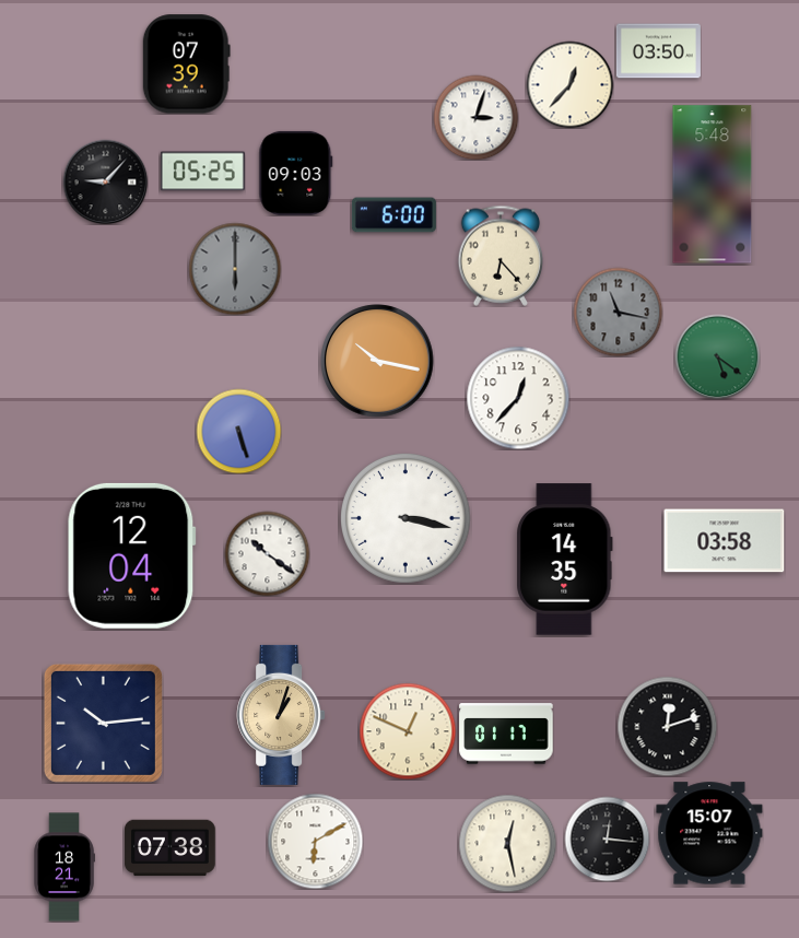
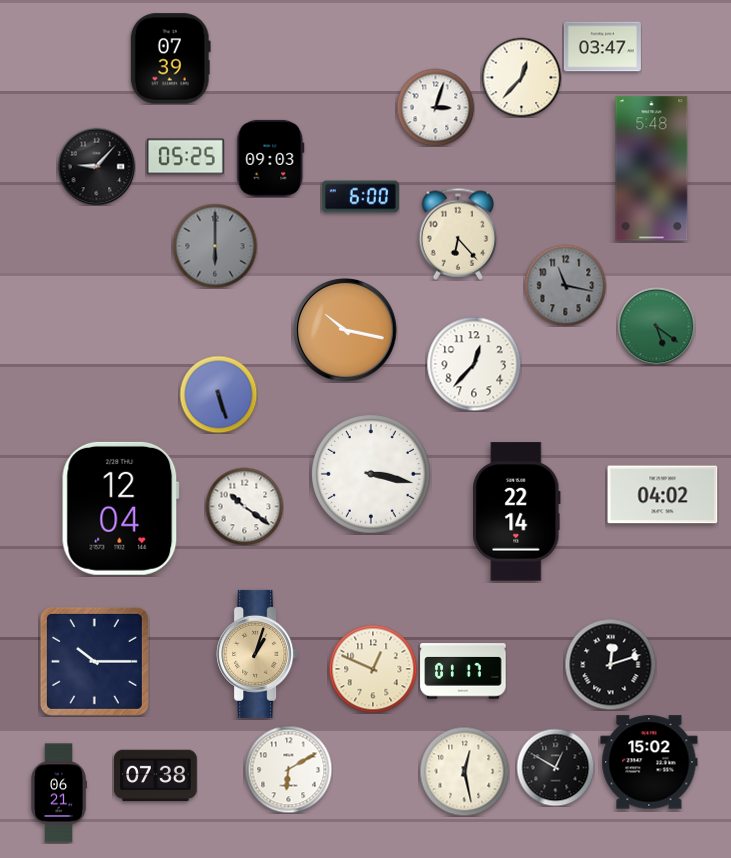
clock at (658, 51): 03:50 -> 03:47
clock at (725, 541): 03:58 -> 04:02
clock at (565, 560): 14:35 -> 22:14
clock at (103, 723): 10:14 -> 10:15
clock at (709, 833): 15:07 -> 15:02
clock at (607, 839): 12:16 -> 12:50
clock at (64, 867): 18:21 -> 06:21
